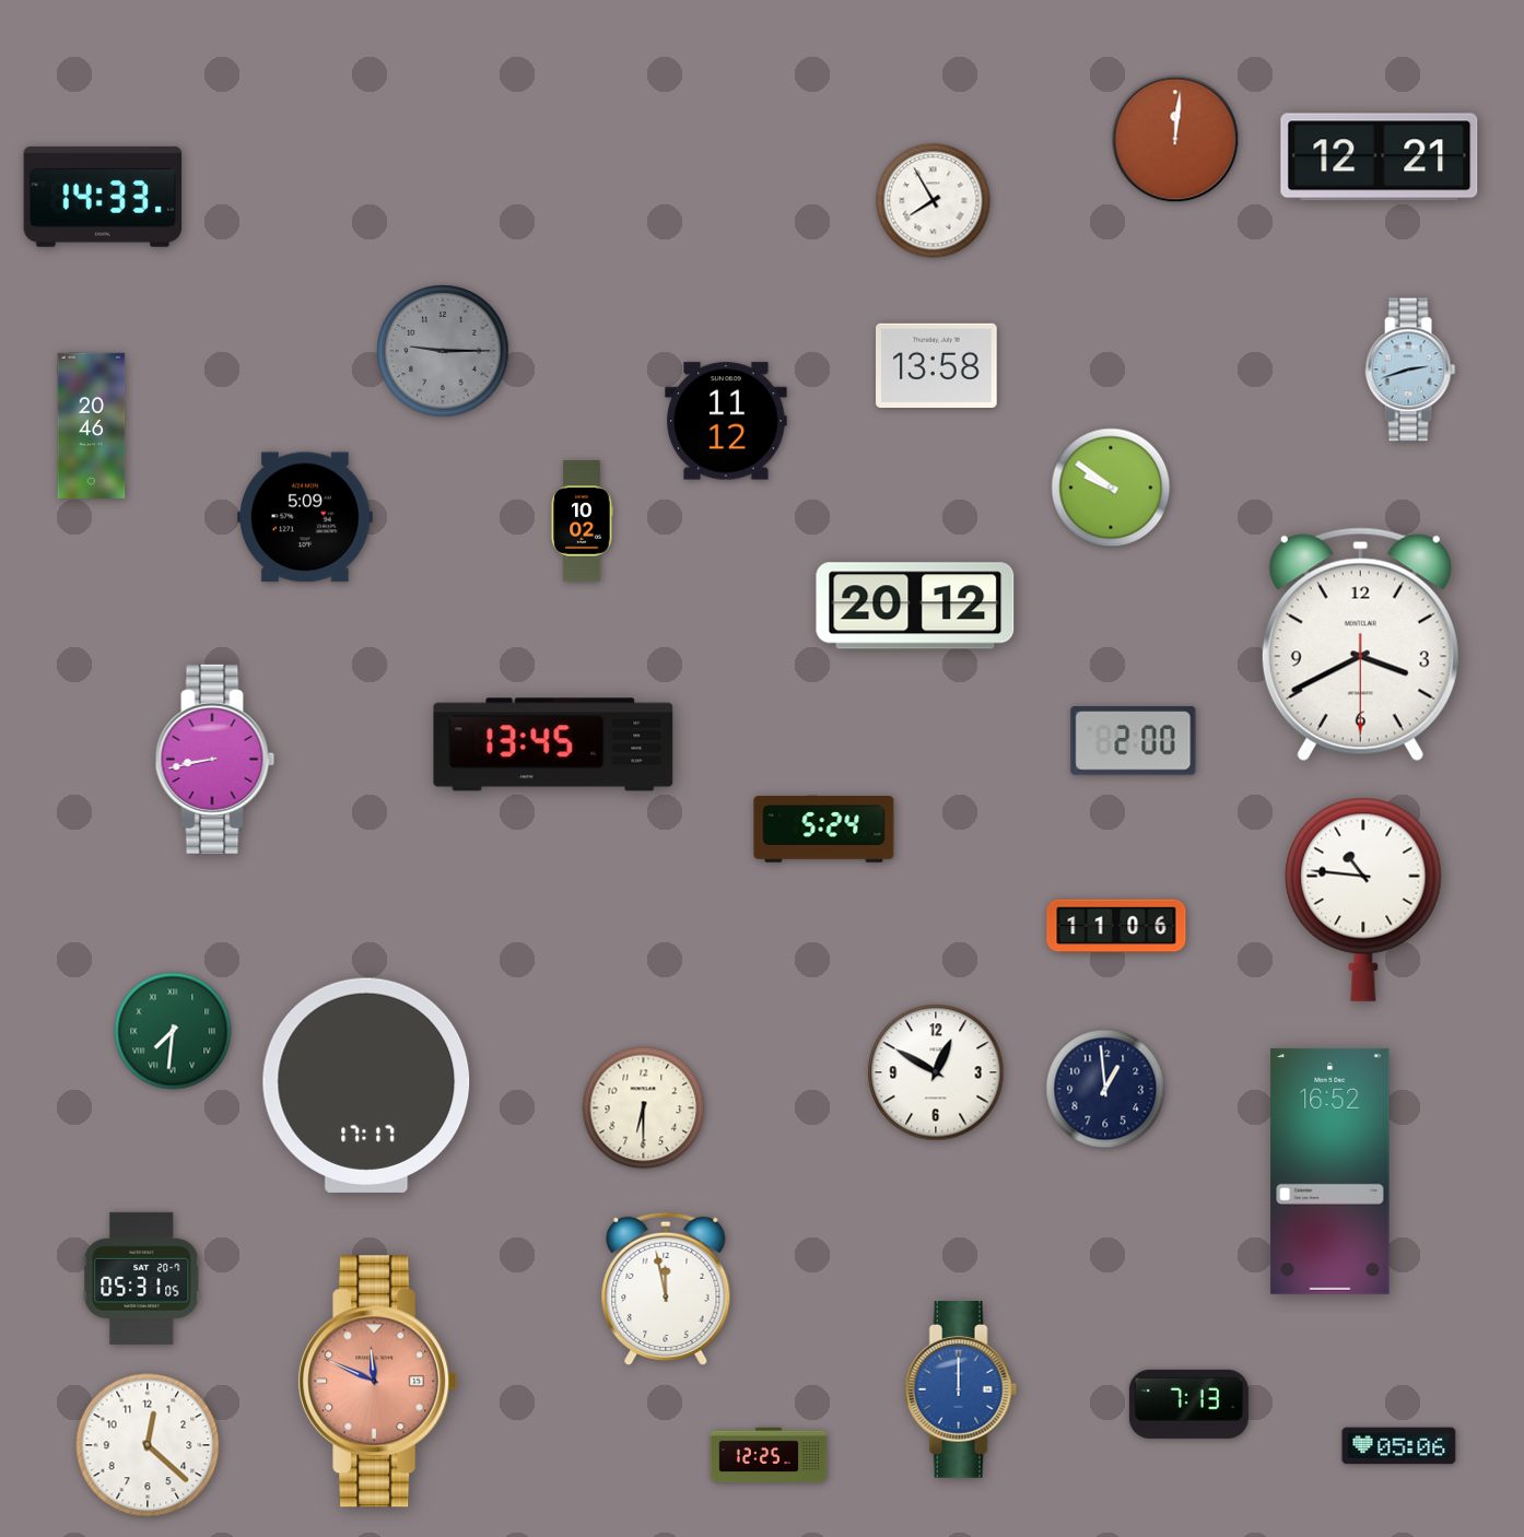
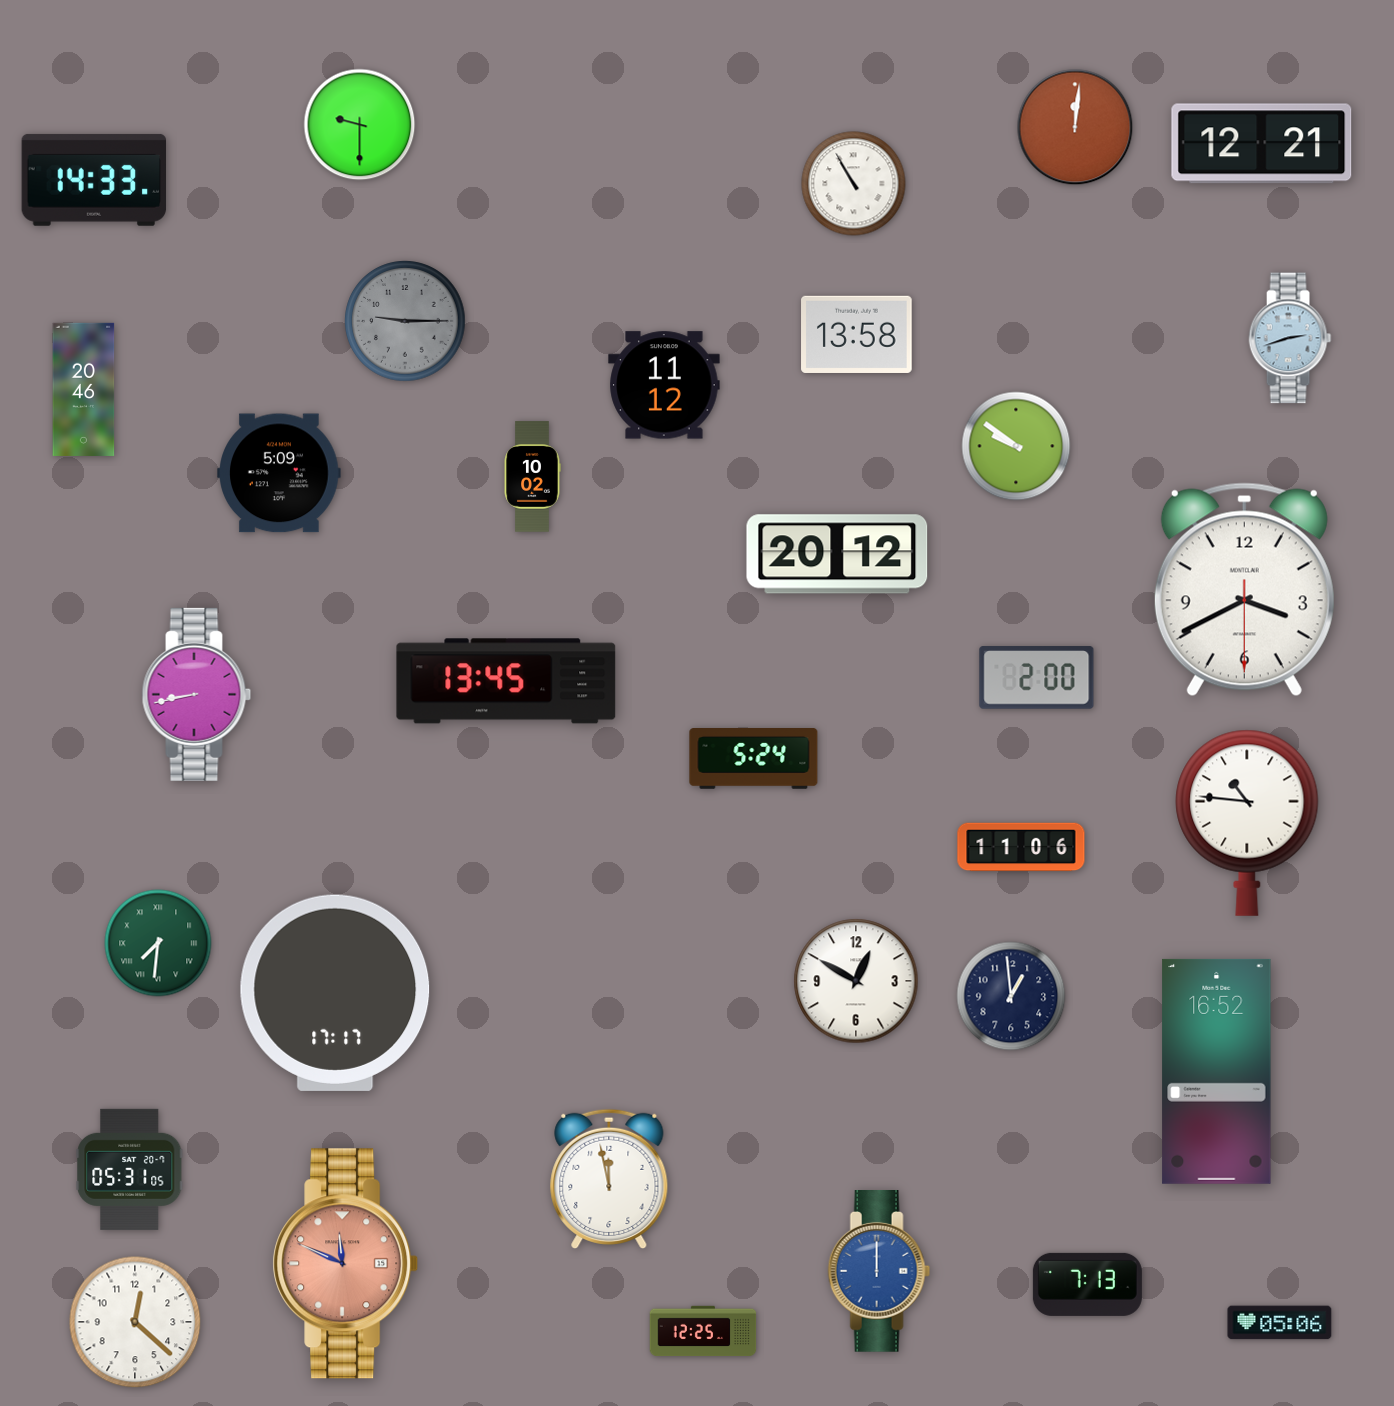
clock at (360, 125): none -> 9:30
clock at (934, 201): 7:55 -> 10:55
clock at (644, 1108): 6:30 -> none
